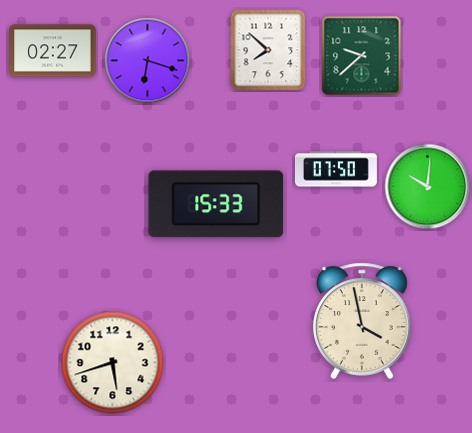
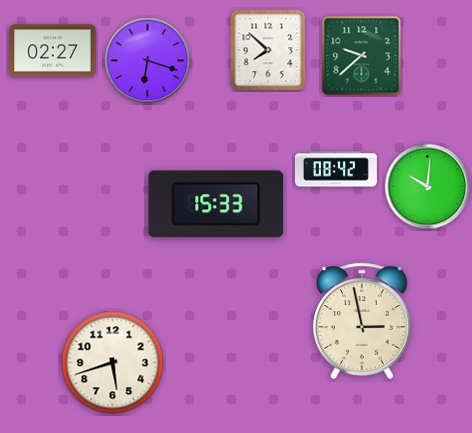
clock at (336, 169): 07:50 -> 08:42
clock at (362, 321): 3:58 -> 2:58
